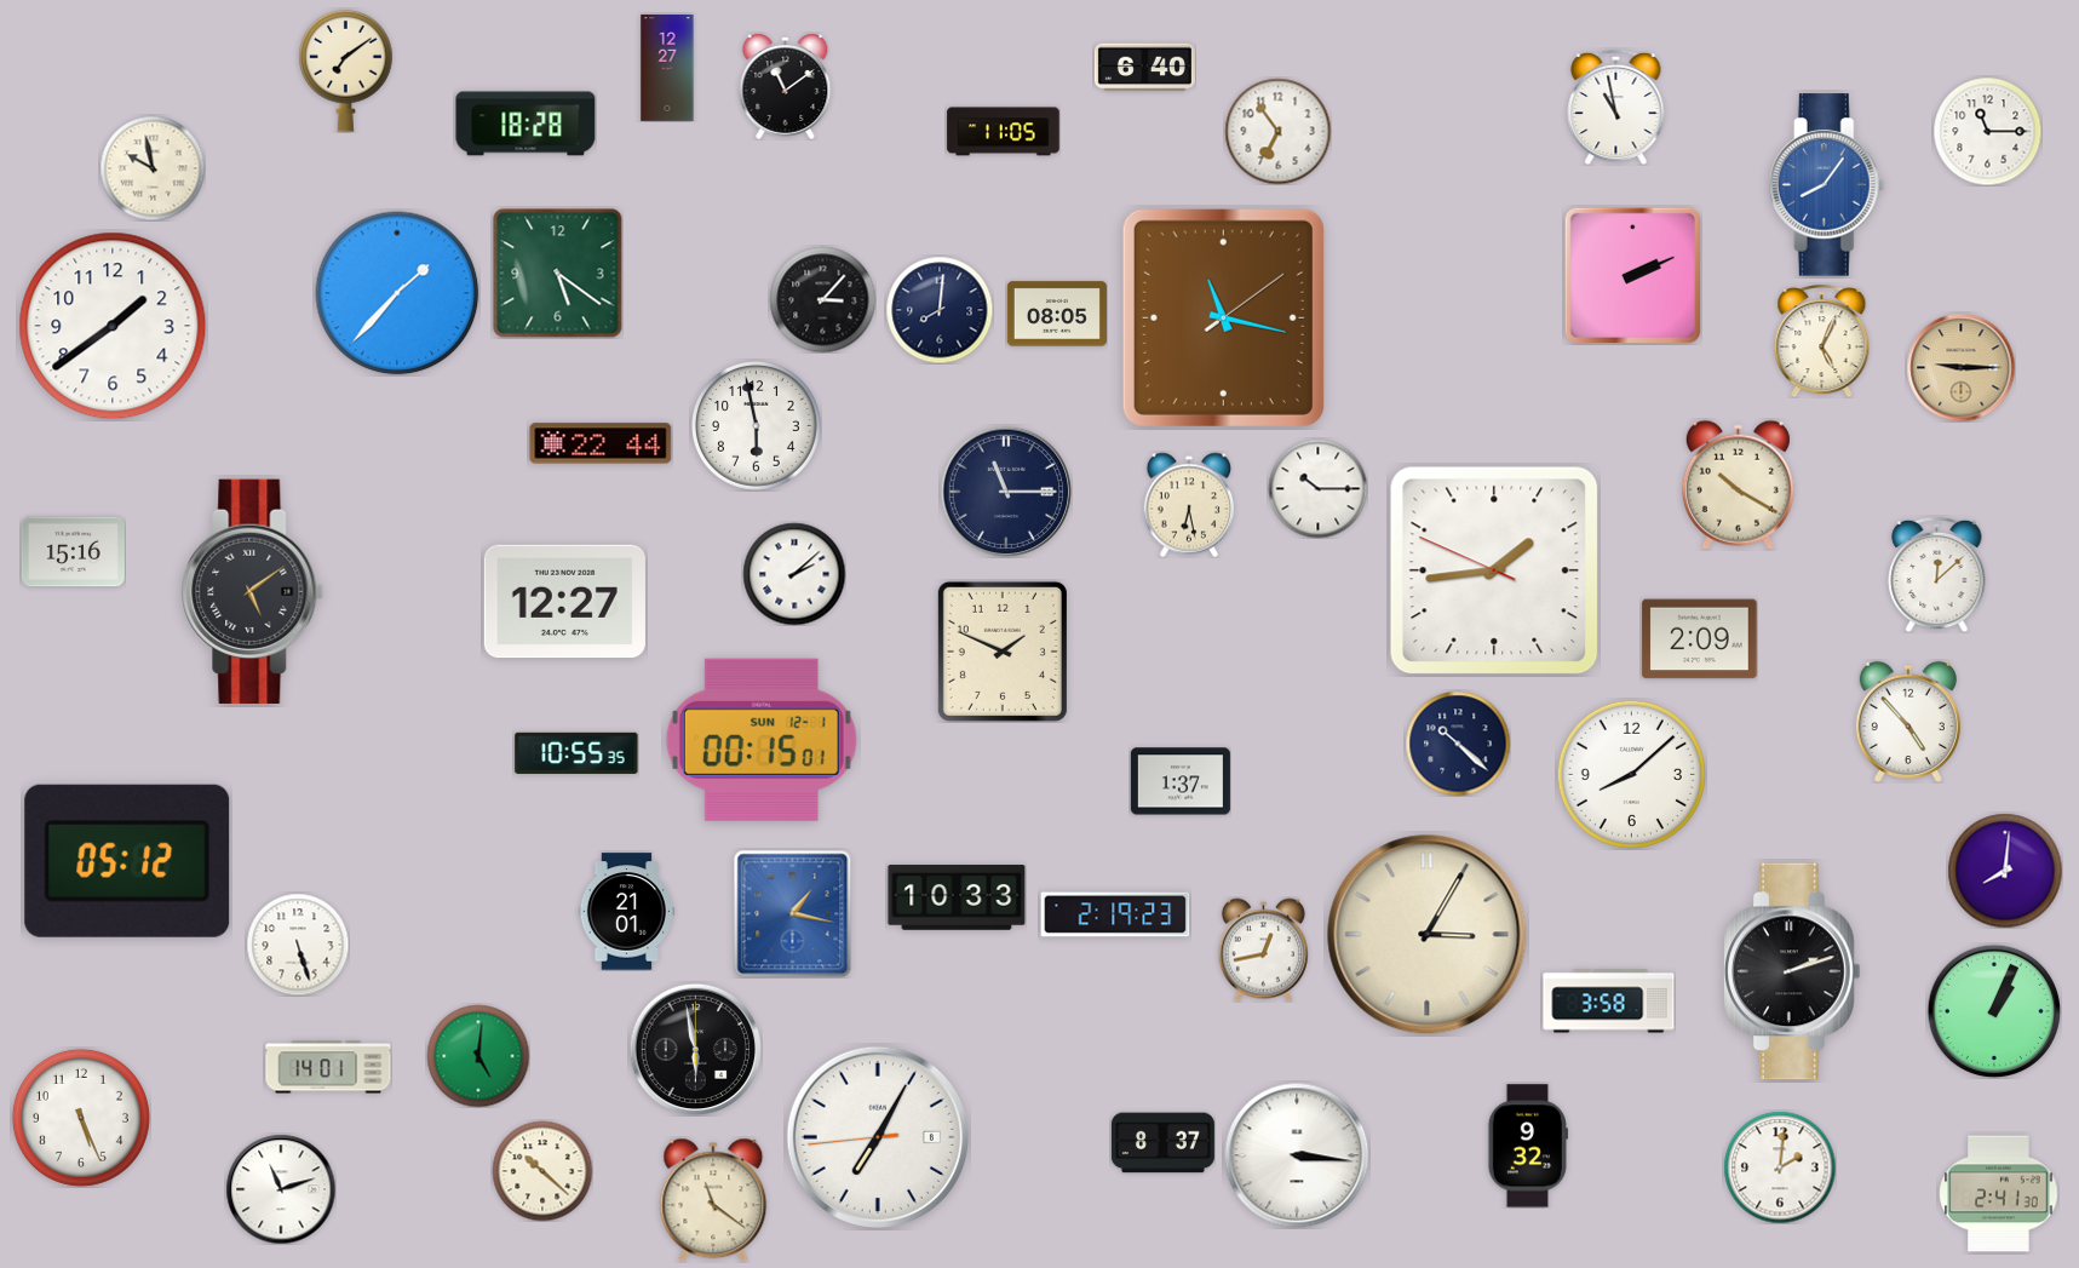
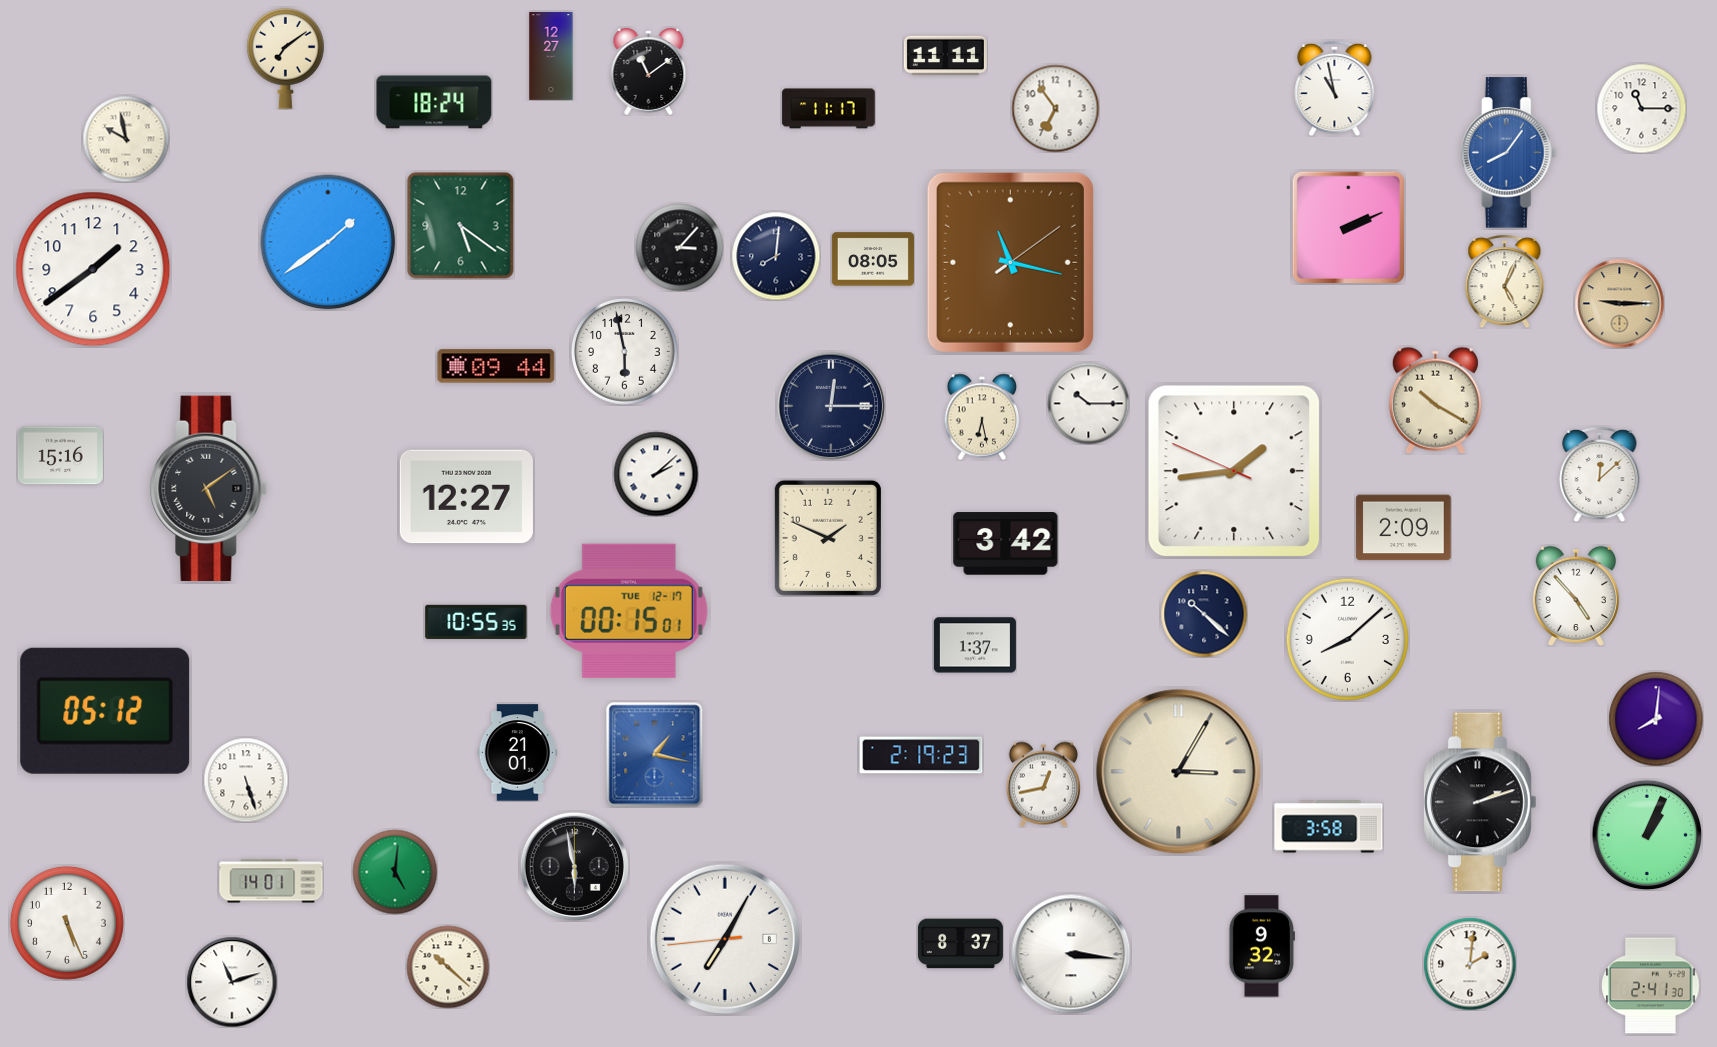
clock at (1144, 68): 6:40 -> 11:11
clock at (526, 124): 18:28 -> 18:24
clock at (1004, 132): 11:05 -> 11:17
clock at (397, 293): 1:37 -> 1:39
clock at (601, 443): 22:44 -> 09:44
clock at (1005, 490): 11:15 -> 12:15
clock at (1006, 544): none -> 3:42
clock at (762, 740) date: SUN 12-1 -> TUE 12-17
clock at (957, 897): 10:33 -> none
clock at (713, 1200): 11:21 -> none
